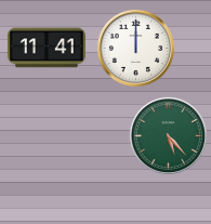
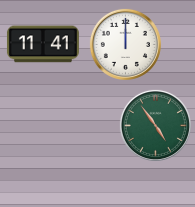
clock at (168, 135): 5:23 -> 4:54
